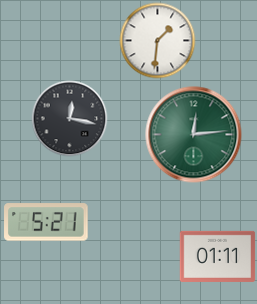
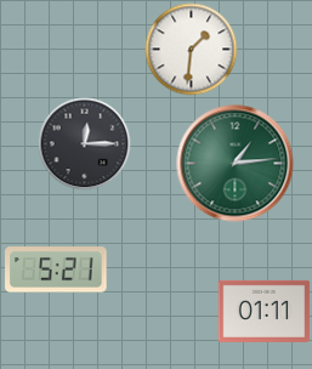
clock at (70, 119): 12:17 -> 12:15
clock at (194, 135): 12:14 -> 1:14
